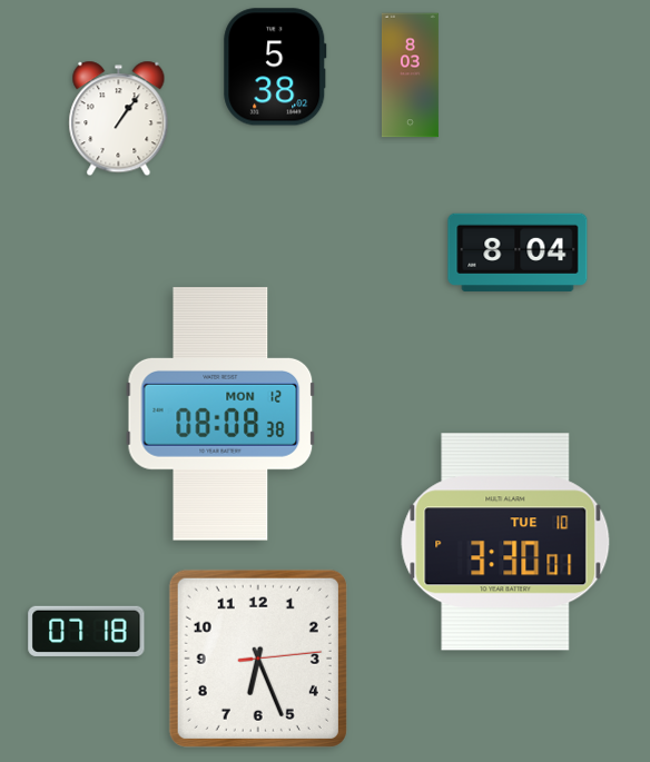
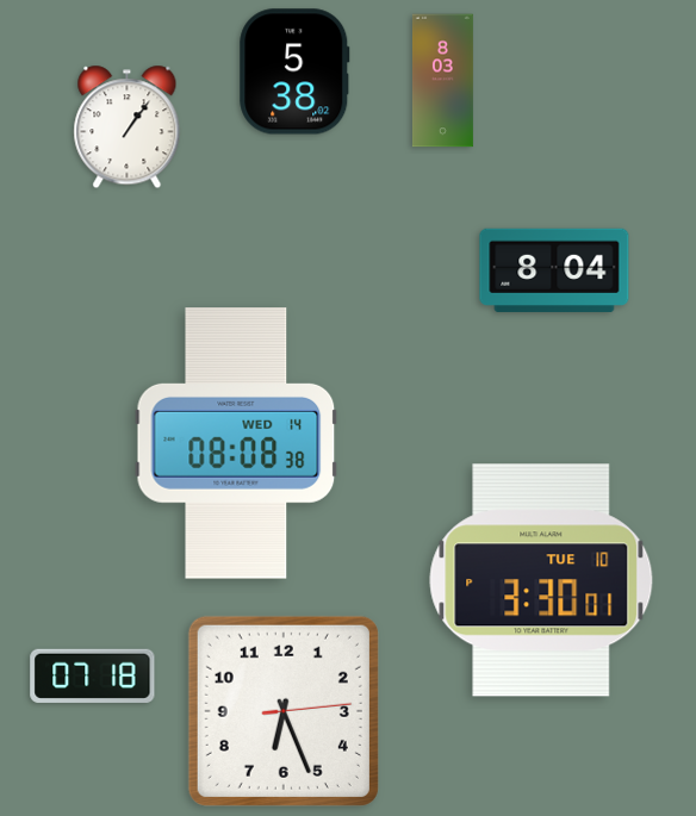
clock at (410, 76) position: (410, 76) -> (442, 81)
clock at (220, 414) date: MON 12 -> WED 14
clock at (258, 659) position: (258, 659) -> (284, 711)
